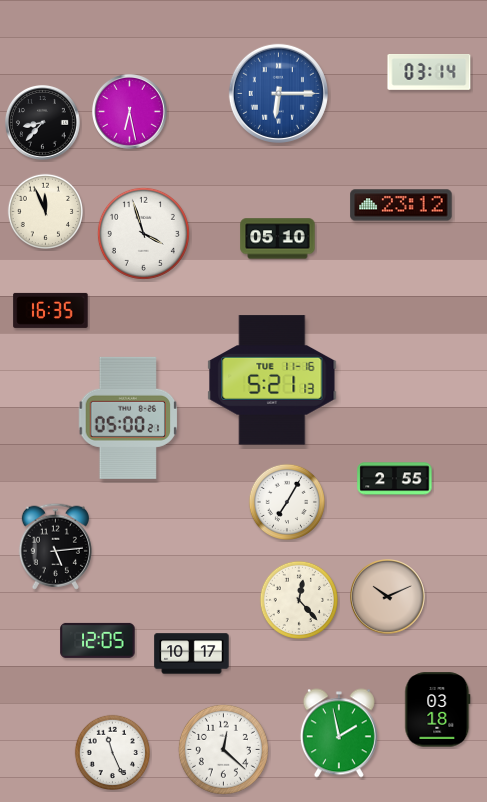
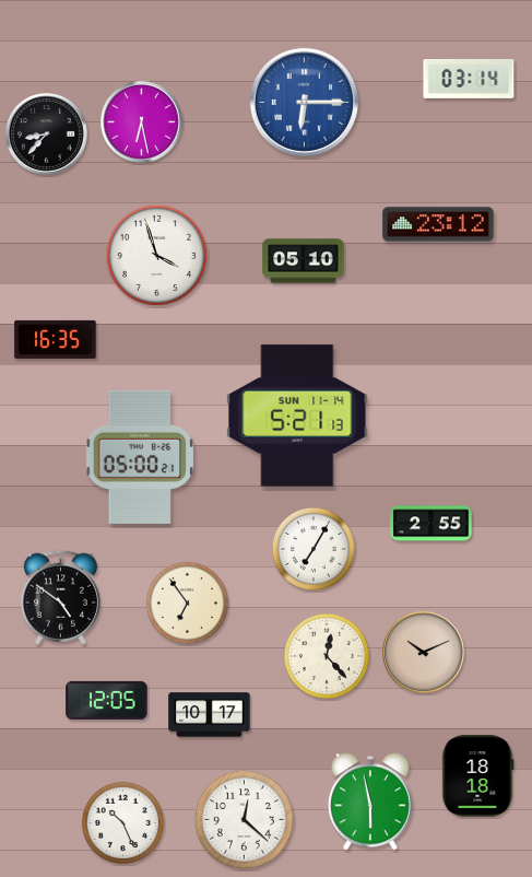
clock at (45, 211): 11:56 -> none
clock at (272, 380) date: TUE 11-16 -> SUN 11-14
clock at (55, 546): 5:14 -> 4:51
clock at (187, 603): none -> 6:54
clock at (438, 710): 03:18 -> 18:18
clock at (339, 733): 1:58 -> 5:58
clock at (112, 752): 11:26 -> 10:26
